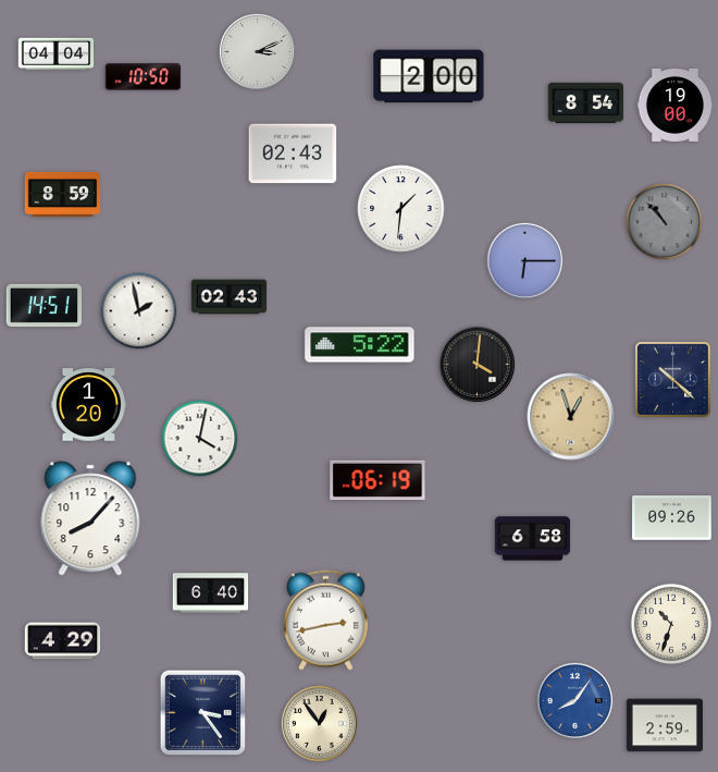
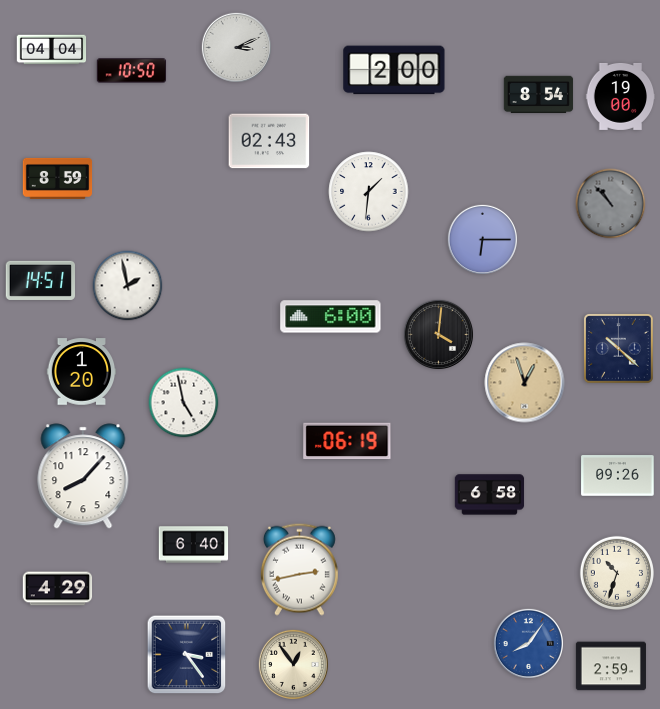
clock at (230, 297): 02:43 -> none
clock at (360, 345): 5:22 -> 6:00
clock at (200, 439): 4:02 -> 4:58
